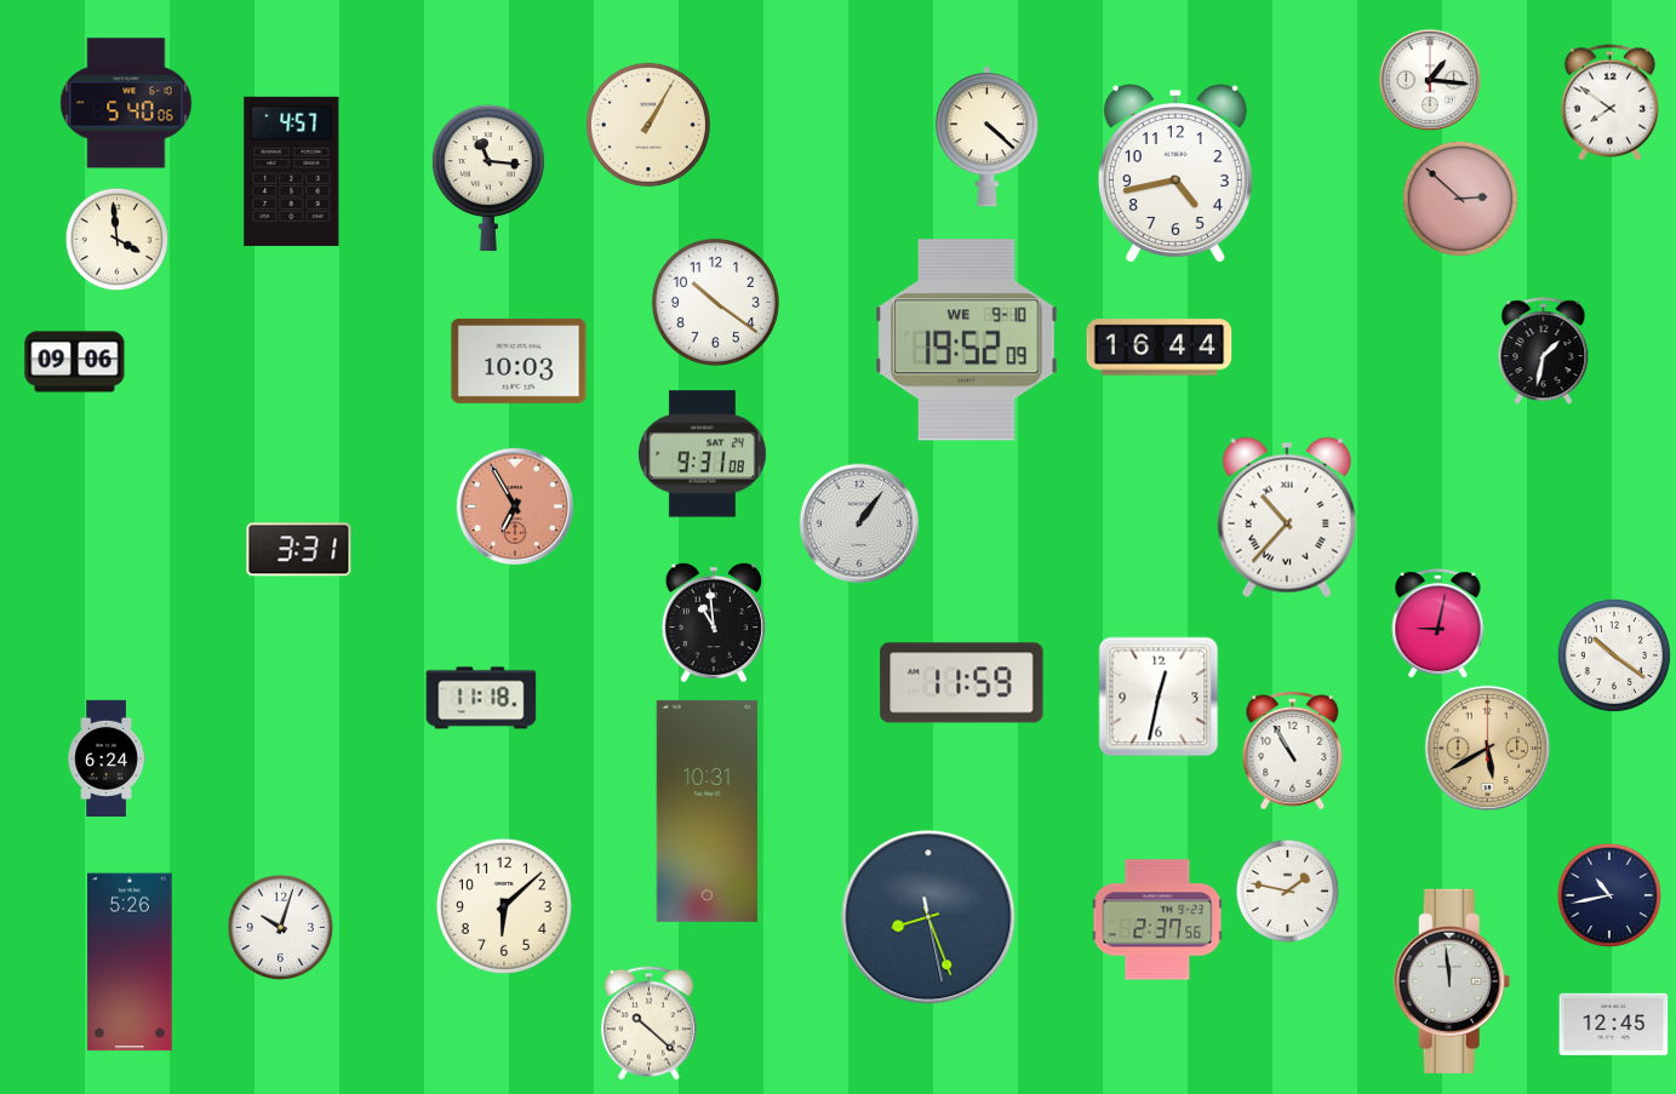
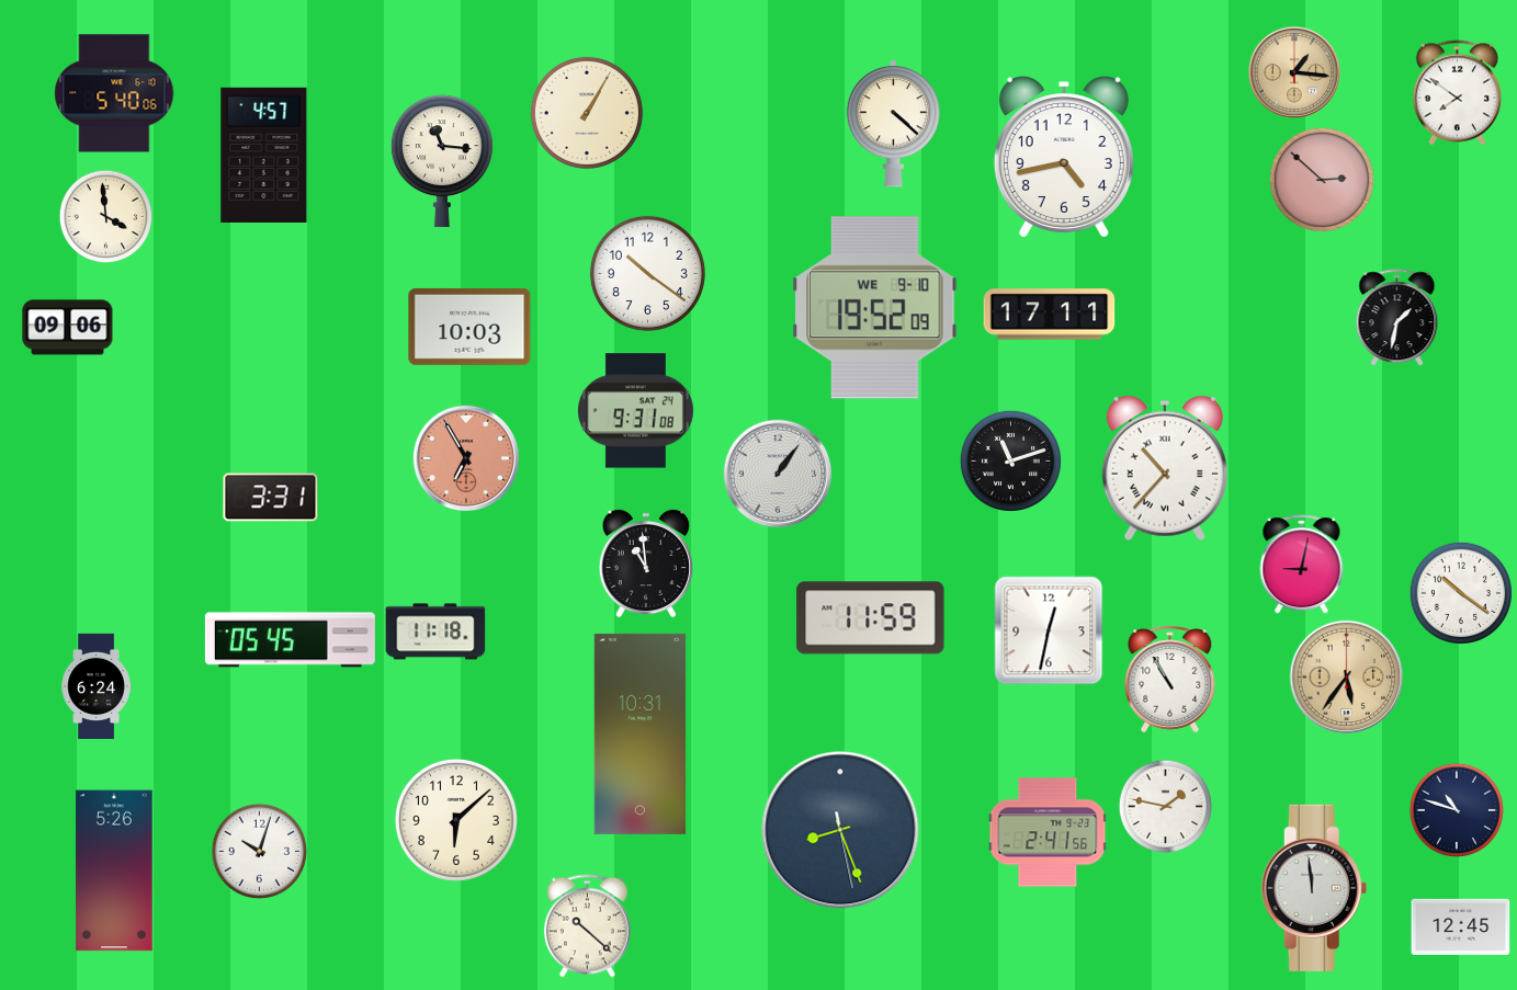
clock at (1430, 80) dial: white -> champagne
clock at (1160, 348): 16:44 -> 17:11
clock at (1010, 460): none -> 11:12
clock at (290, 640): none -> 05:45
clock at (1488, 749): 5:40 -> 5:36
clock at (1609, 895): 10:43 -> 10:48
clock at (1157, 920): 2:37 -> 2:41
clock at (280, 927) position: (280, 927) -> (259, 851)
clock at (130, 962) position: (130, 962) -> (114, 870)
